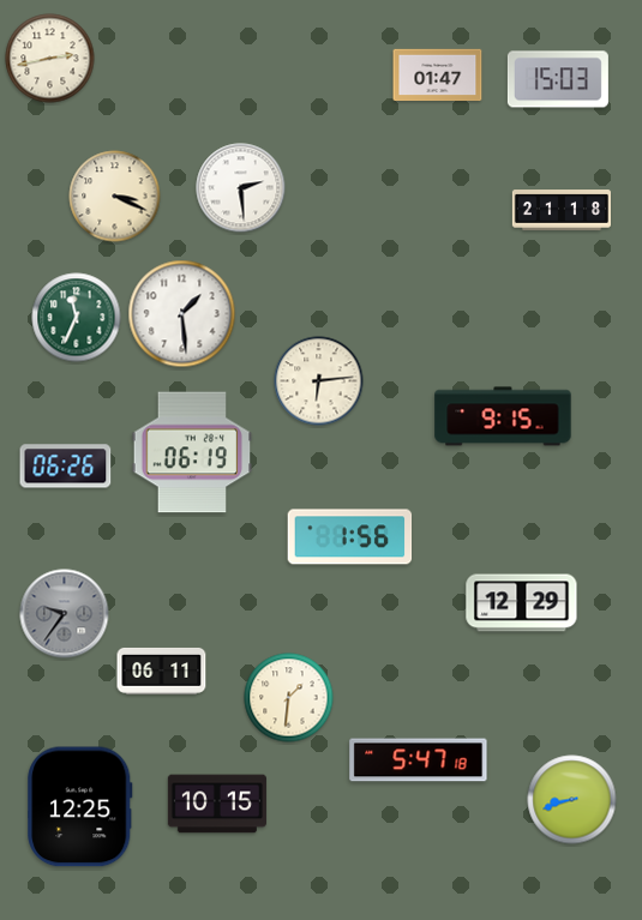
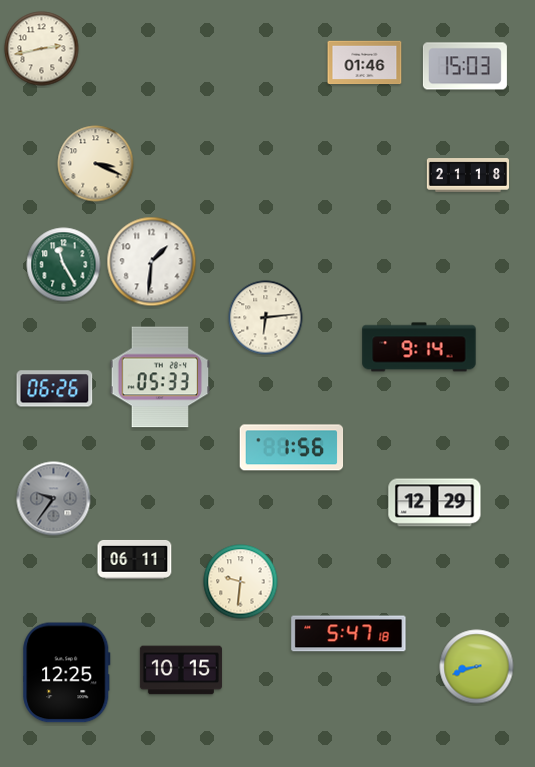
clock at (438, 76): 01:47 -> 01:46
clock at (241, 188): 2:29 -> none
clock at (182, 314): 1:29 -> 1:31
clock at (77, 318): 11:34 -> 11:25
clock at (503, 416): 9:15 -> 9:14
clock at (192, 452): 06:19 -> 05:33
clock at (65, 614) position: (65, 614) -> (54, 499)
clock at (289, 698): 1:31 -> 9:31
